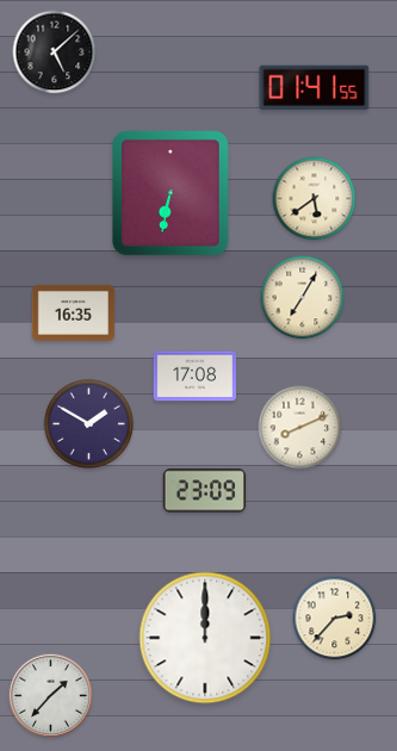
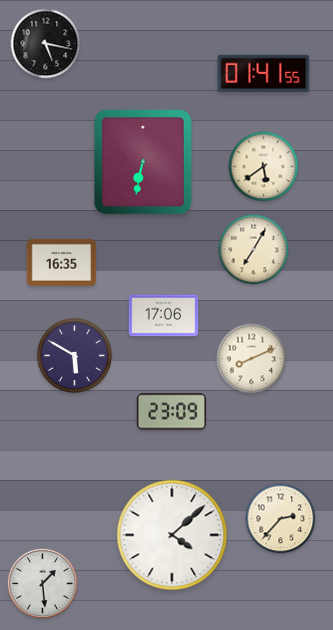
clock at (55, 52): 5:08 -> 5:17
clock at (196, 377): 17:08 -> 17:06
clock at (88, 423): 1:50 -> 5:50
clock at (205, 638): 12:00 -> 4:08
clock at (50, 695): 1:37 -> 1:29
